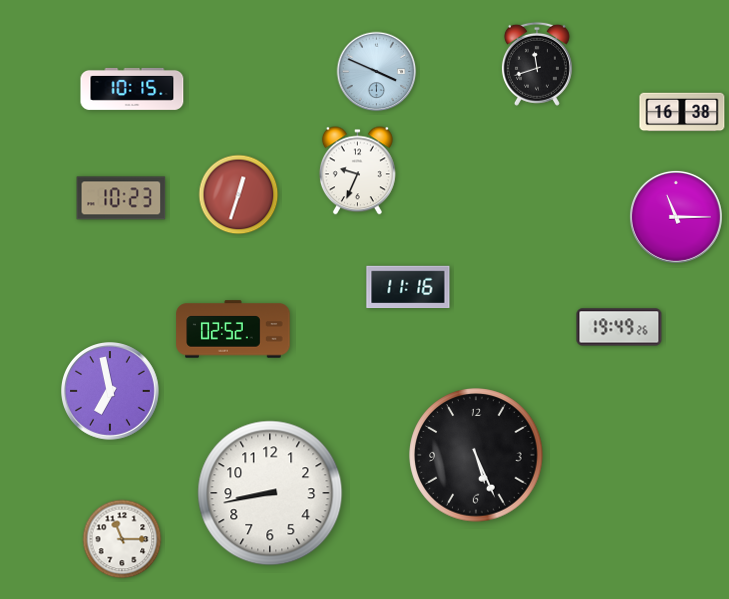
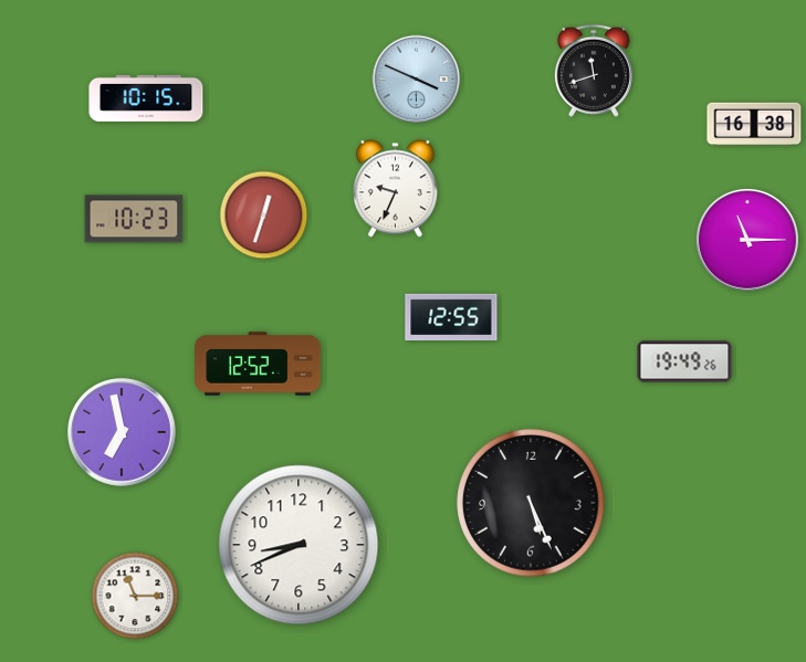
clock at (408, 287): 11:16 -> 12:55
clock at (233, 329): 02:52 -> 12:52
clock at (476, 455) position: (476, 455) -> (531, 503)
clock at (270, 493): 8:43 -> 8:41
